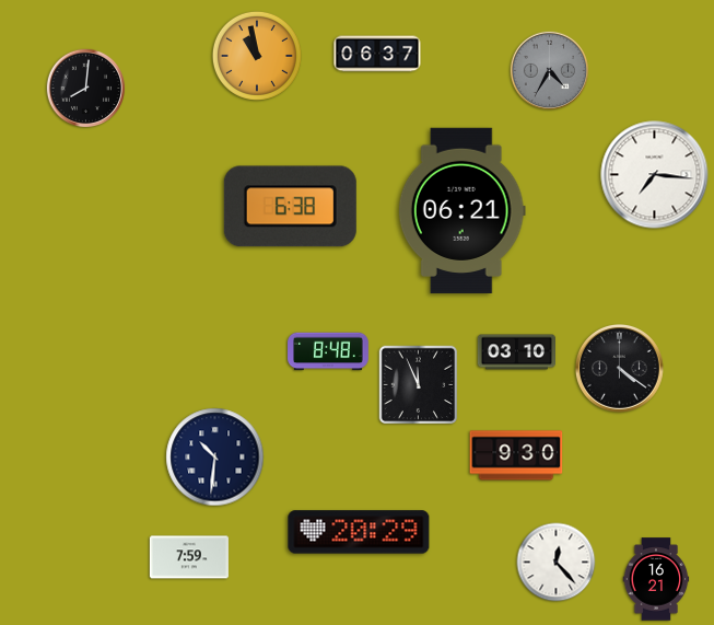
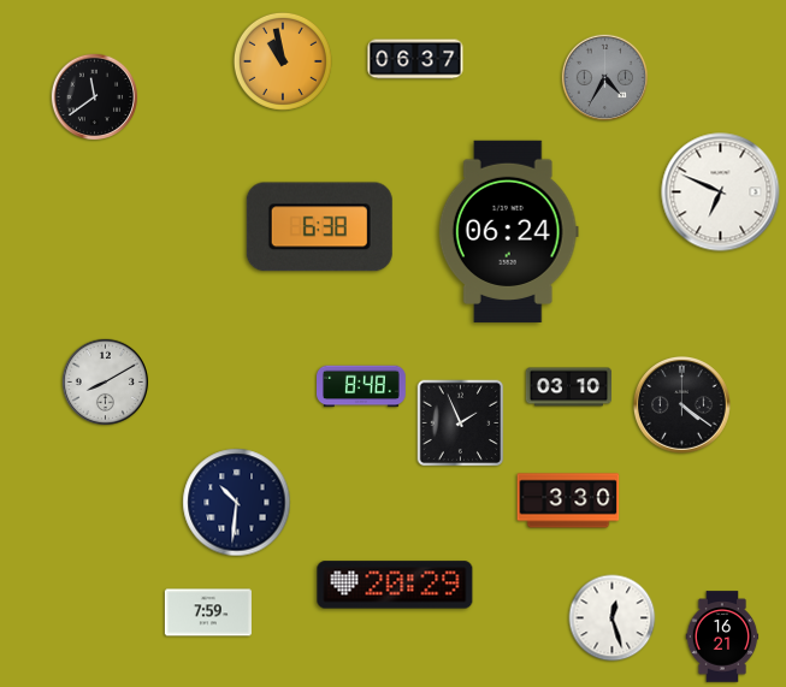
clock at (86, 89): 8:01 -> 11:39
clock at (655, 175): 7:16 -> 6:49
clock at (461, 210): 06:21 -> 06:24
clock at (106, 383): none -> 8:10
clock at (419, 385): 11:56 -> 1:56
clock at (516, 455): 9:30 -> 3:30
clock at (557, 563): 12:23 -> 12:27
